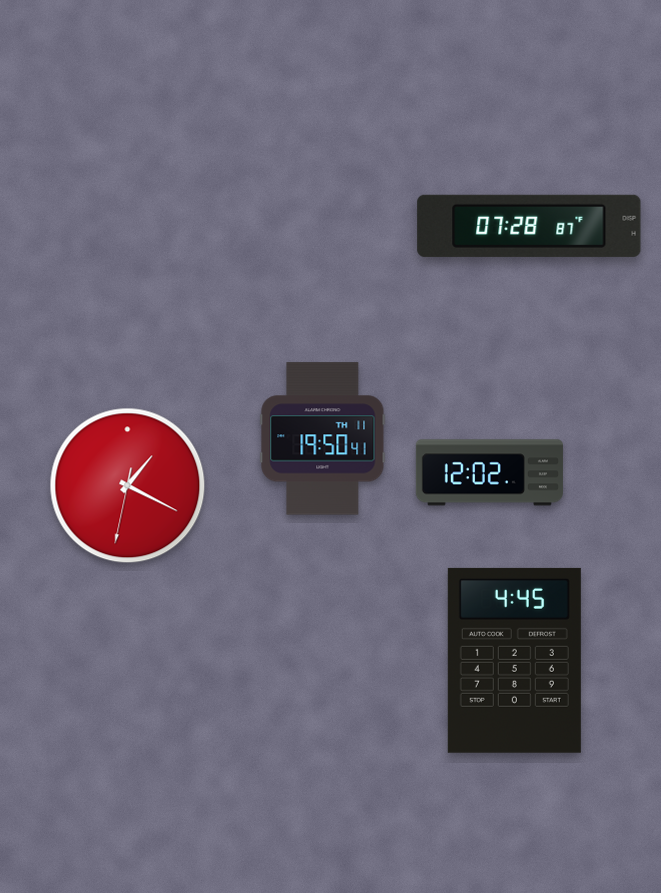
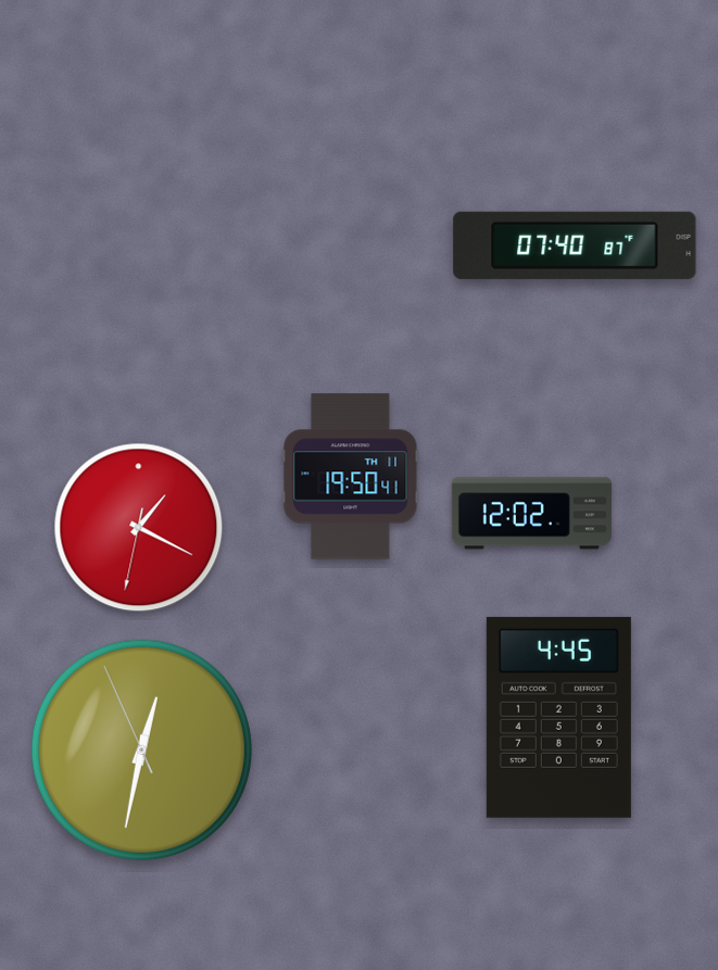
clock at (529, 226): 07:28 -> 07:40
clock at (141, 749): none -> 12:31
